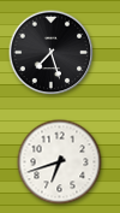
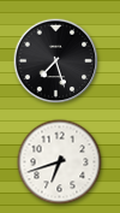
clock at (52, 53) position: (52, 53) -> (56, 61)
